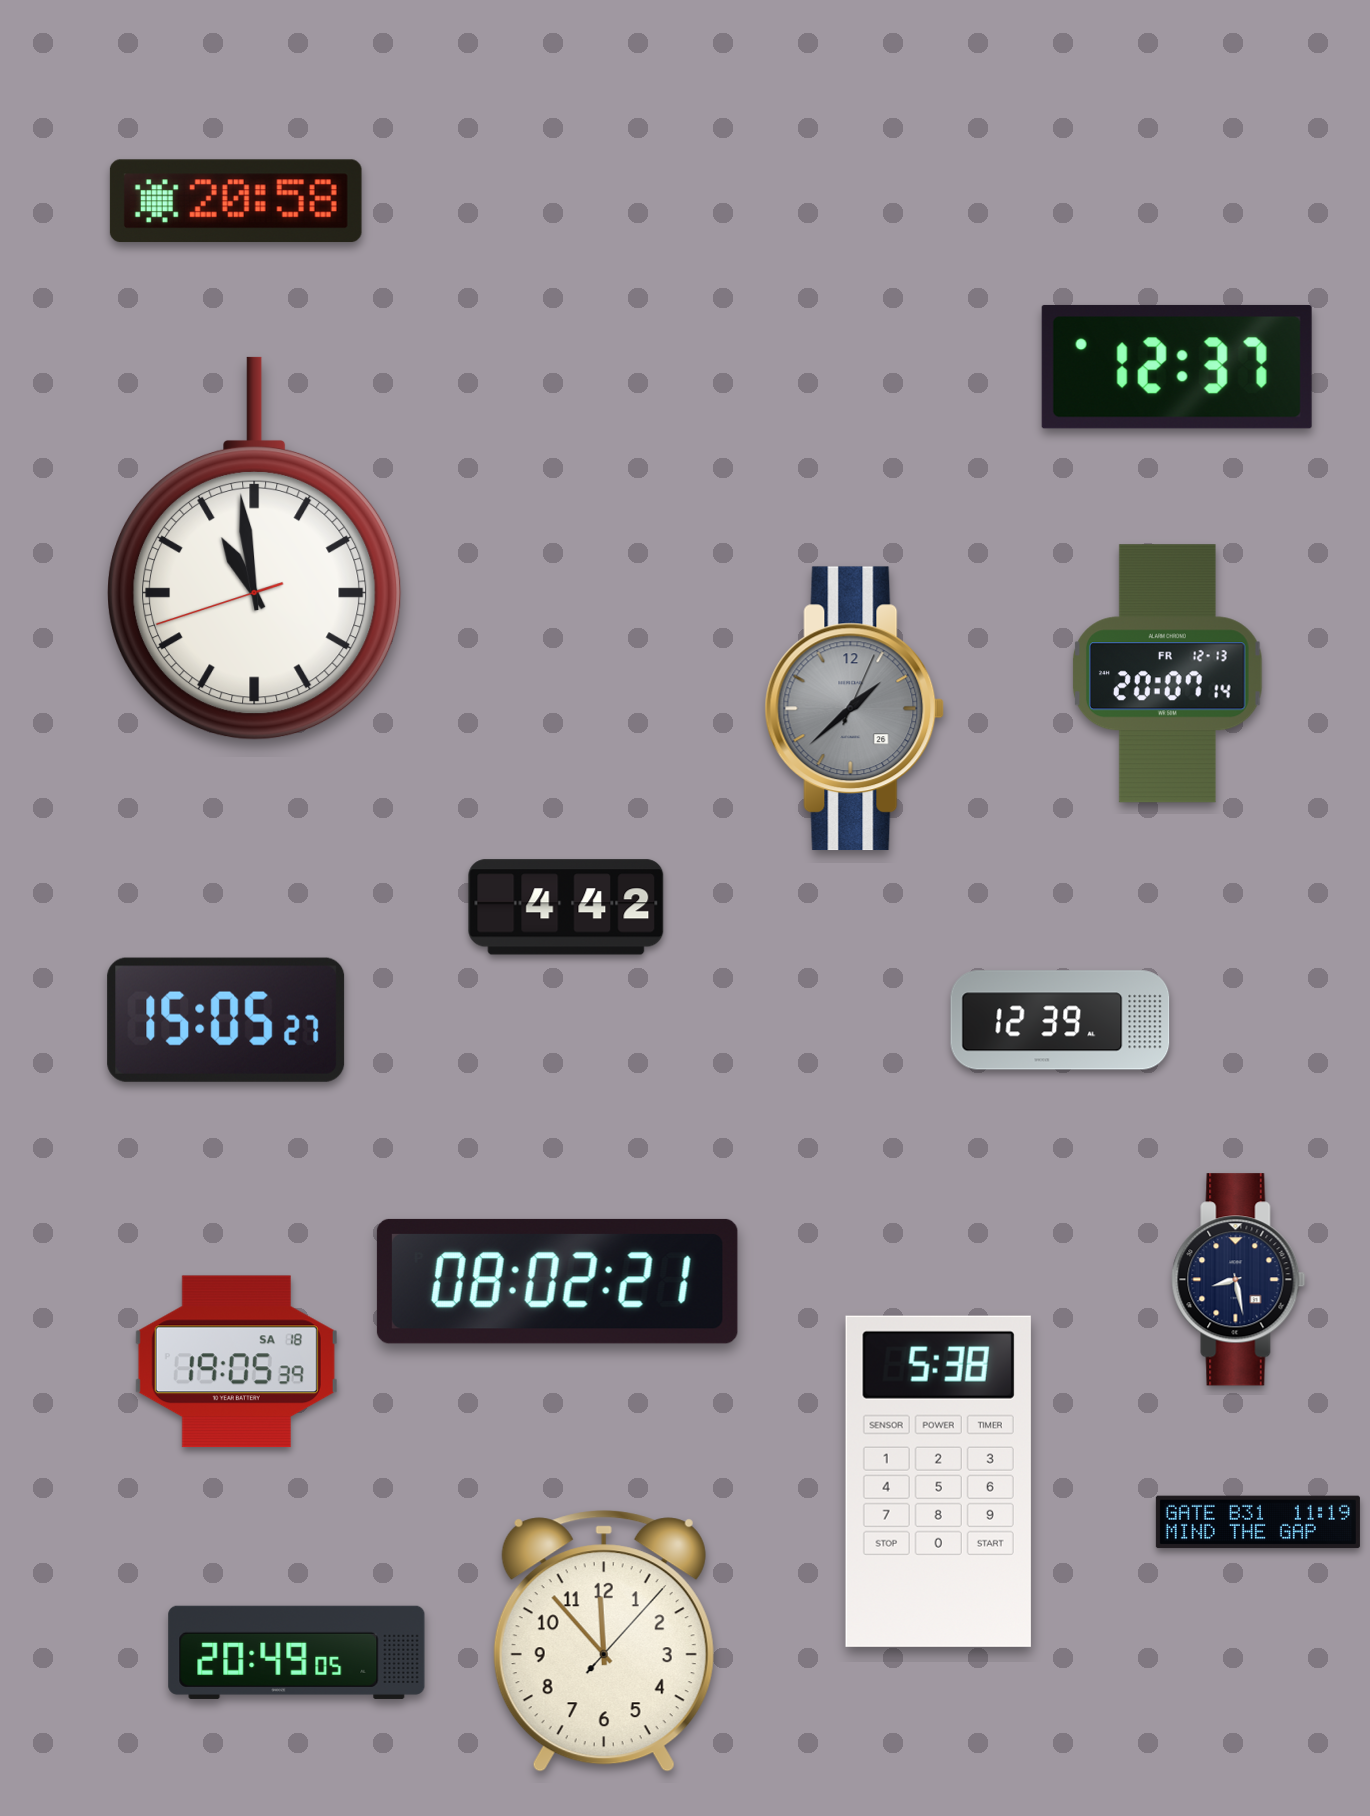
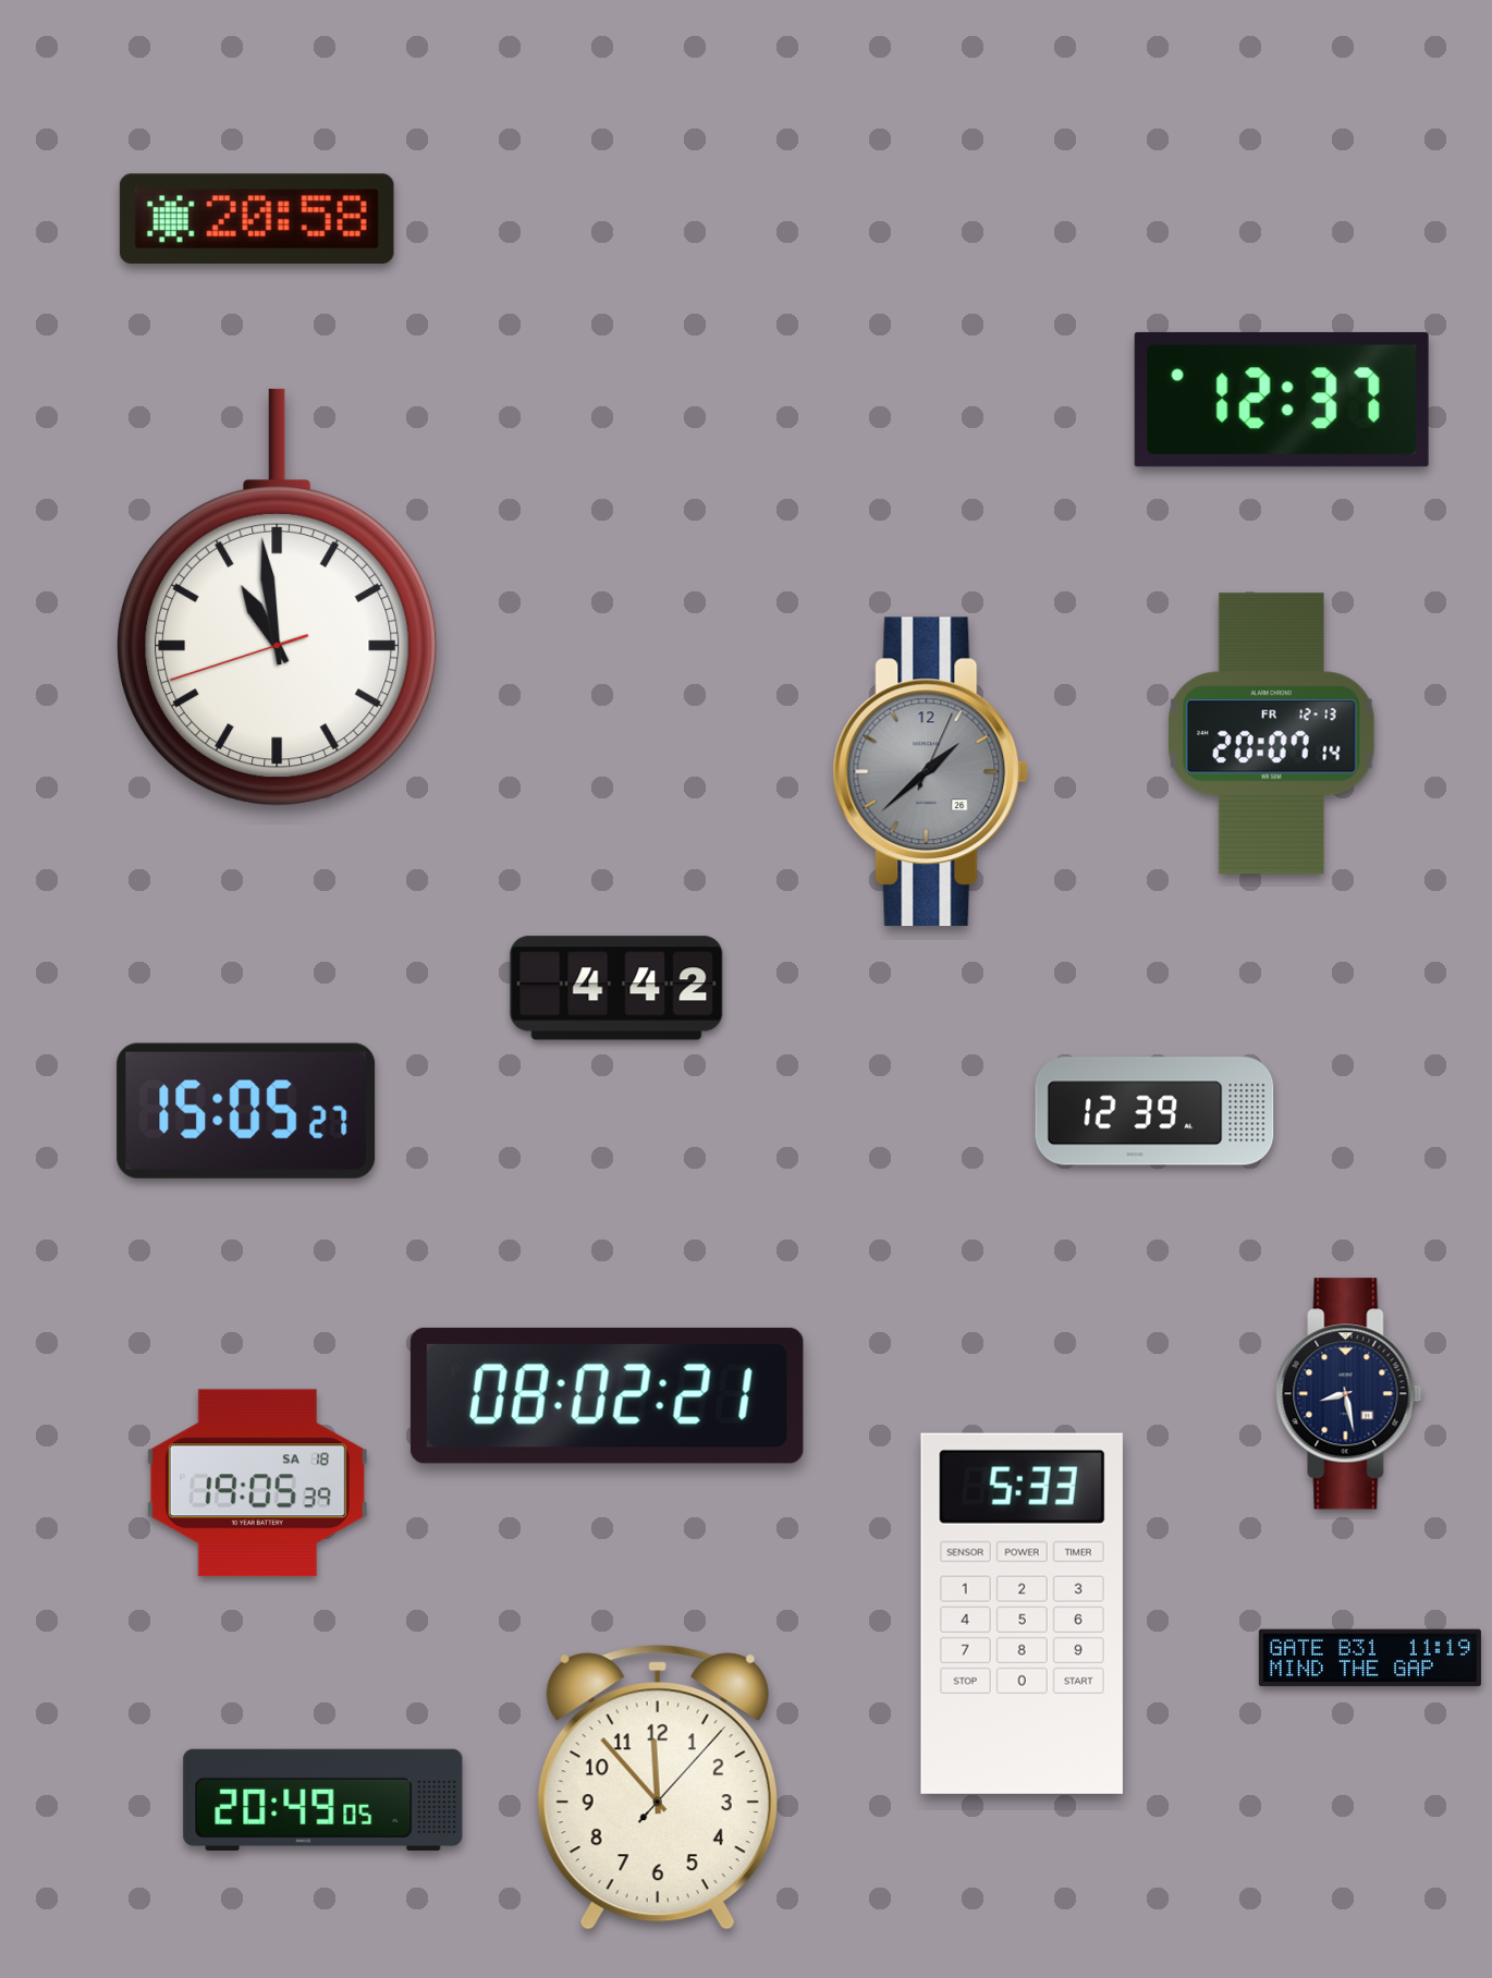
clock at (938, 1481): 5:38 -> 5:33
